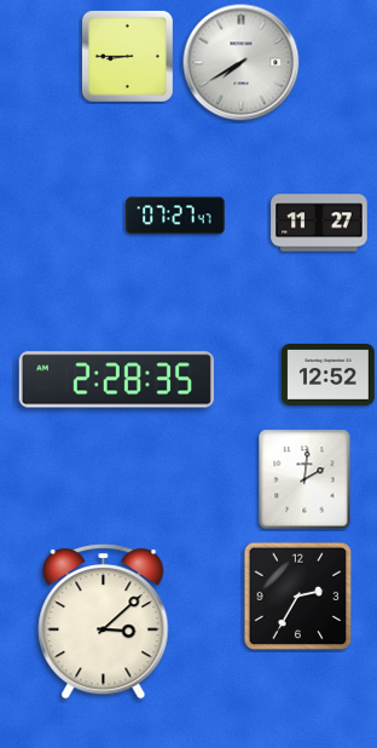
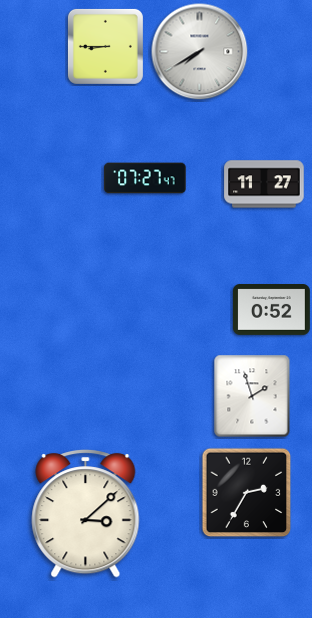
clock at (329, 375): 12:52 -> 0:52
clock at (116, 380): 2:28 -> none
clock at (304, 479): 2:01 -> 1:57
